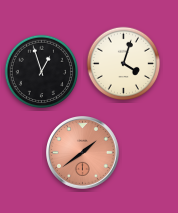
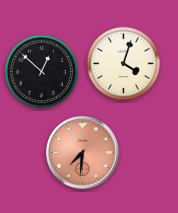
clock at (42, 72): 12:57 -> 12:52
clock at (83, 153): 1:39 -> 7:31
